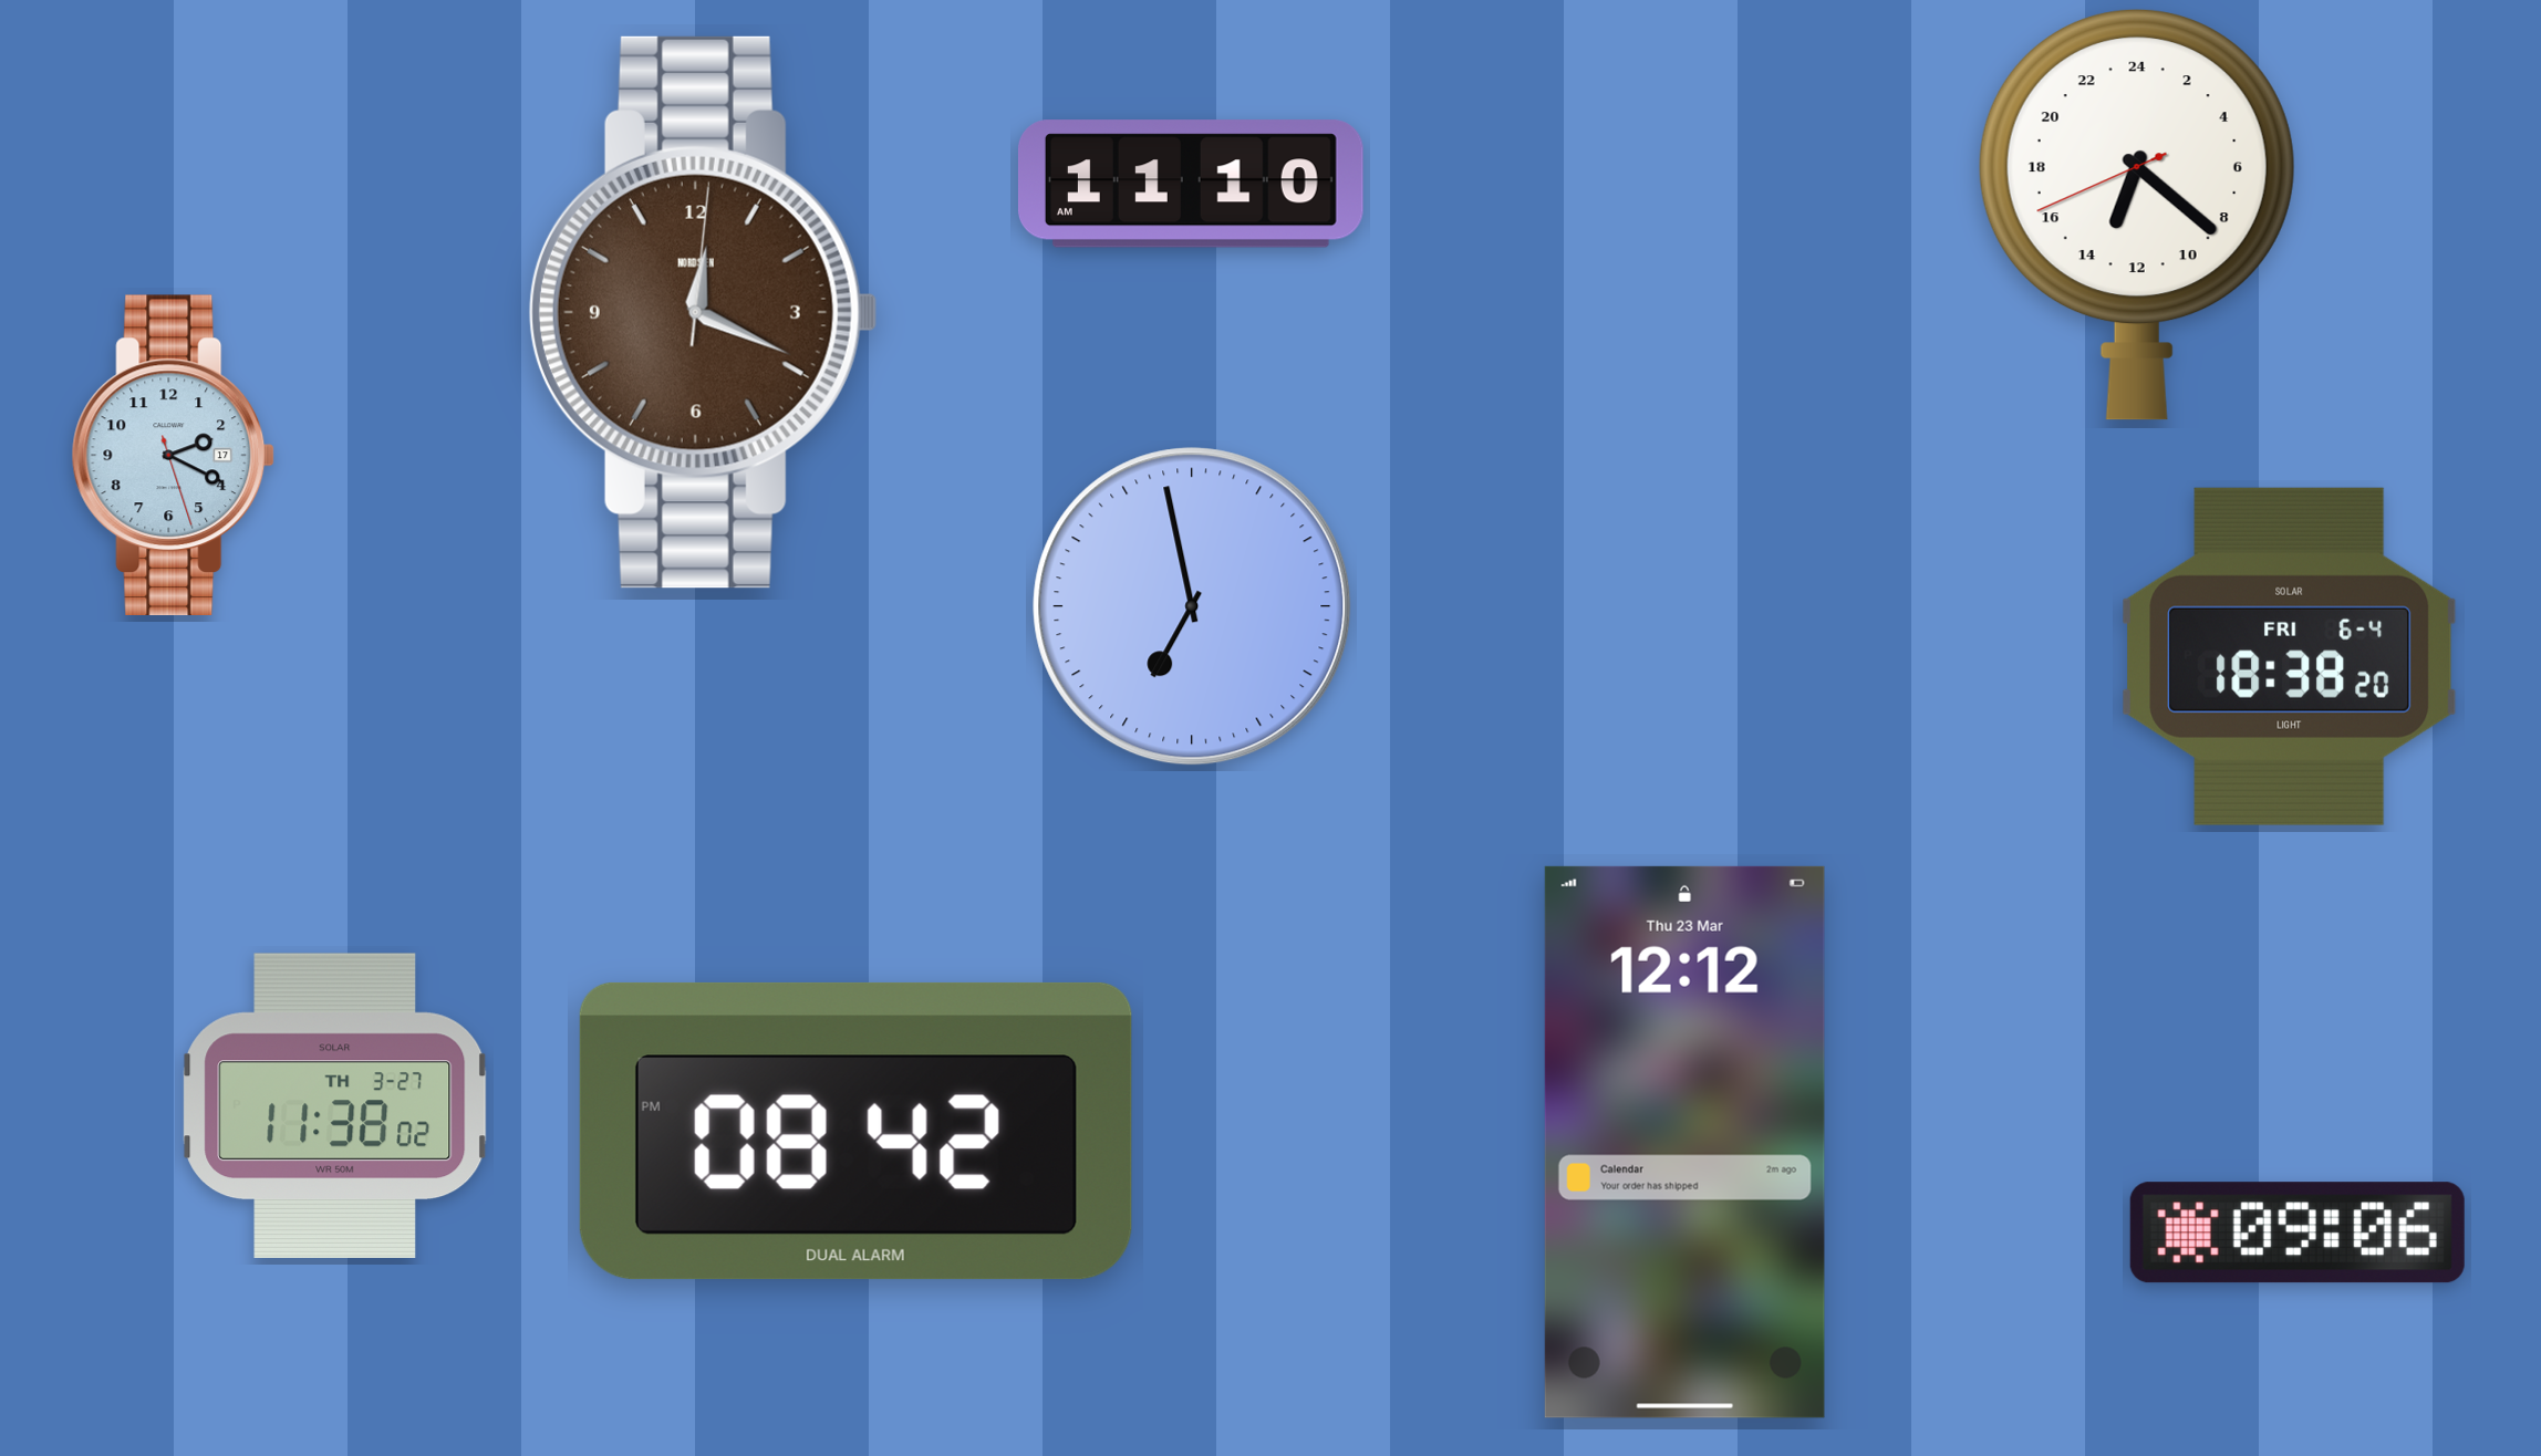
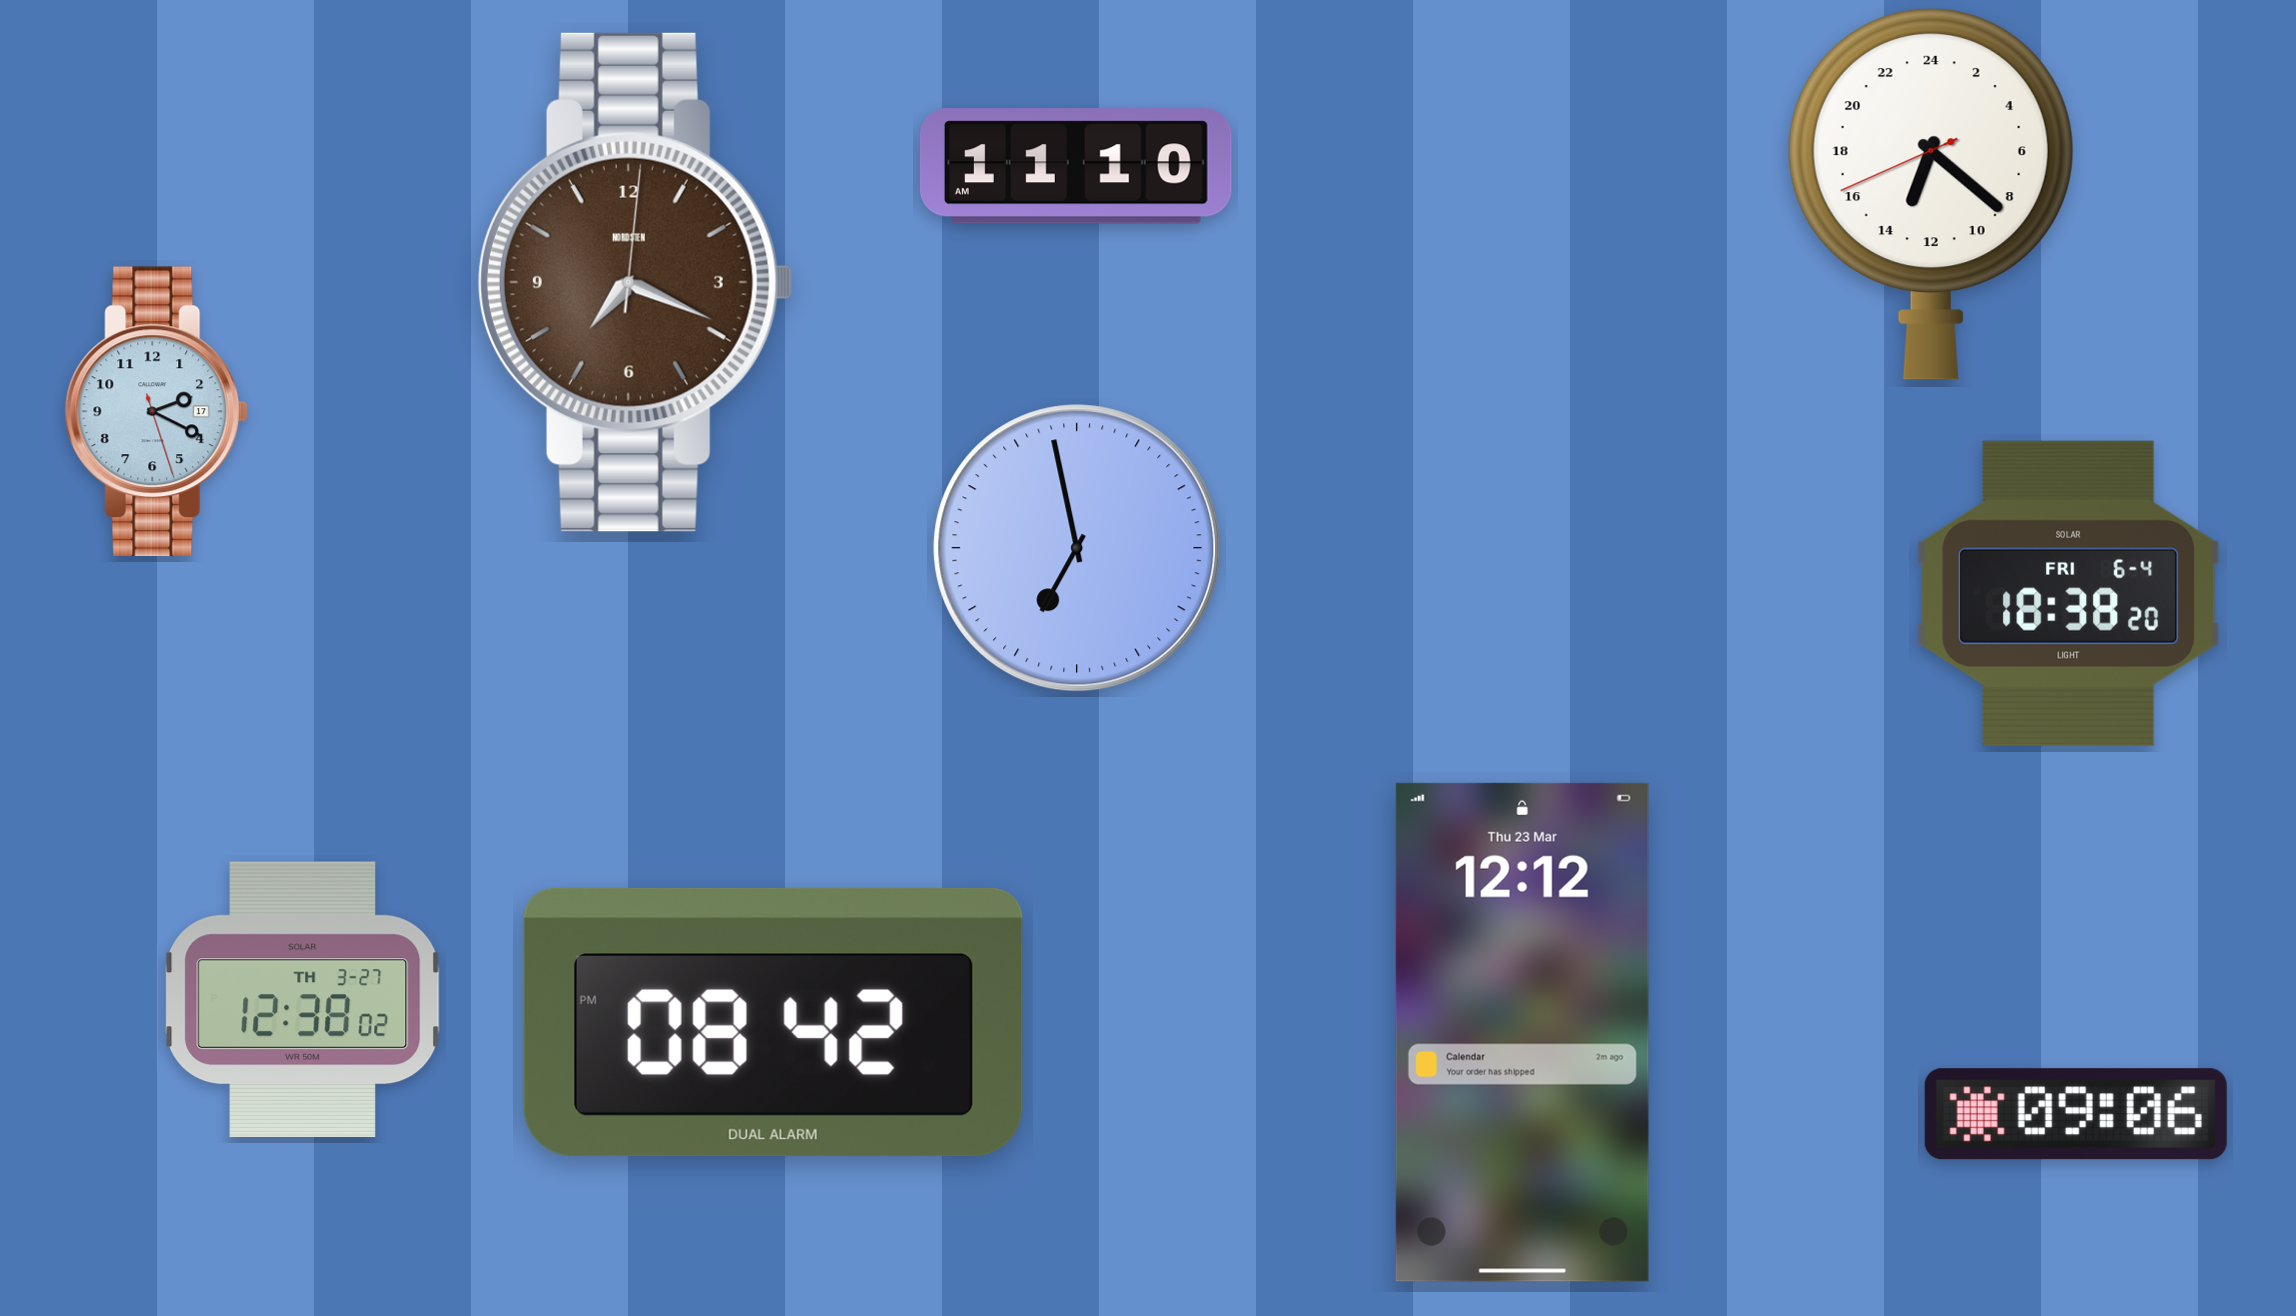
clock at (703, 312): 12:19 -> 7:19
clock at (335, 1105): 11:38 -> 12:38
